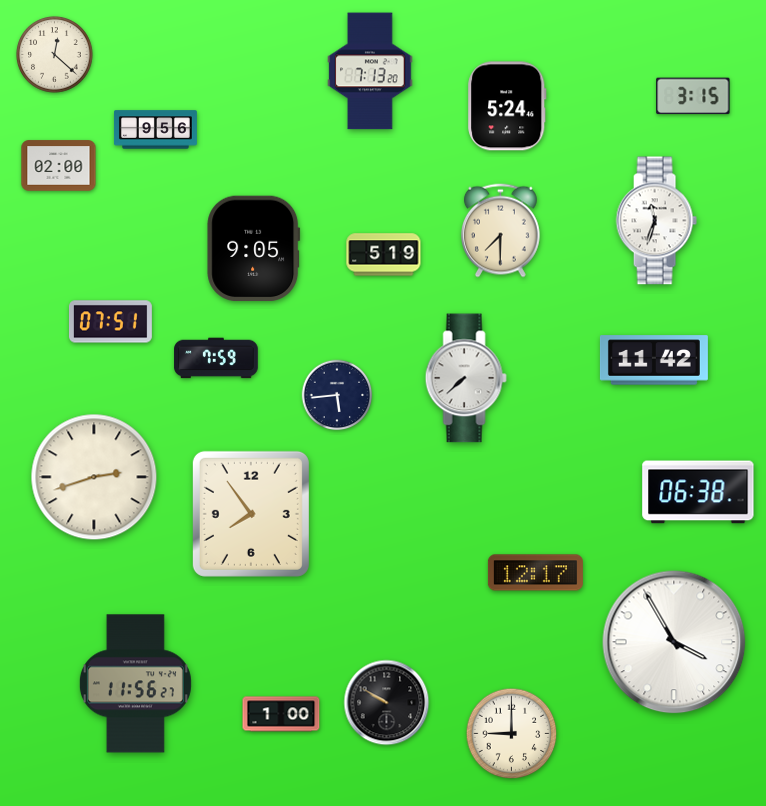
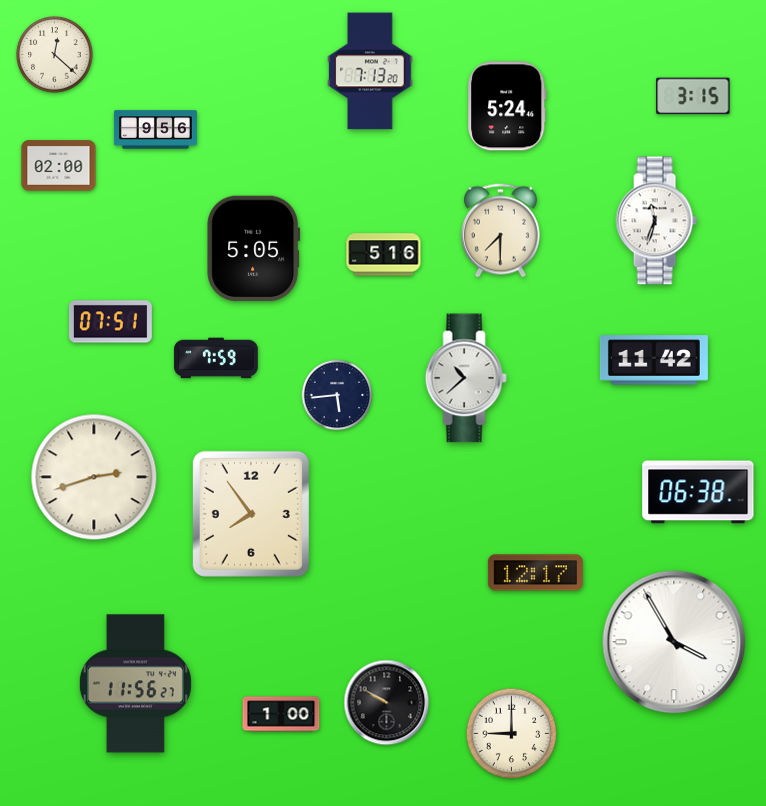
clock at (254, 249): 9:05 -> 5:05
clock at (384, 255): 5:19 -> 5:16
clock at (466, 378): 7:38 -> 10:38
